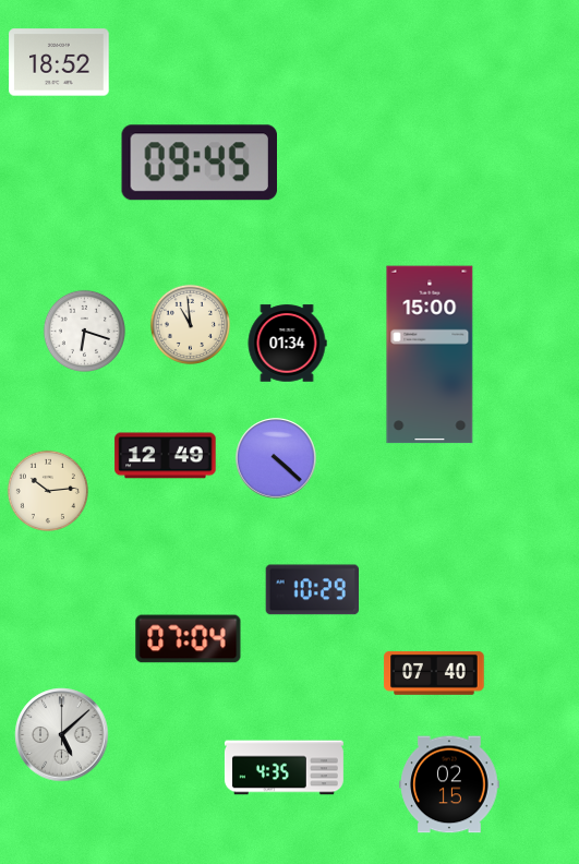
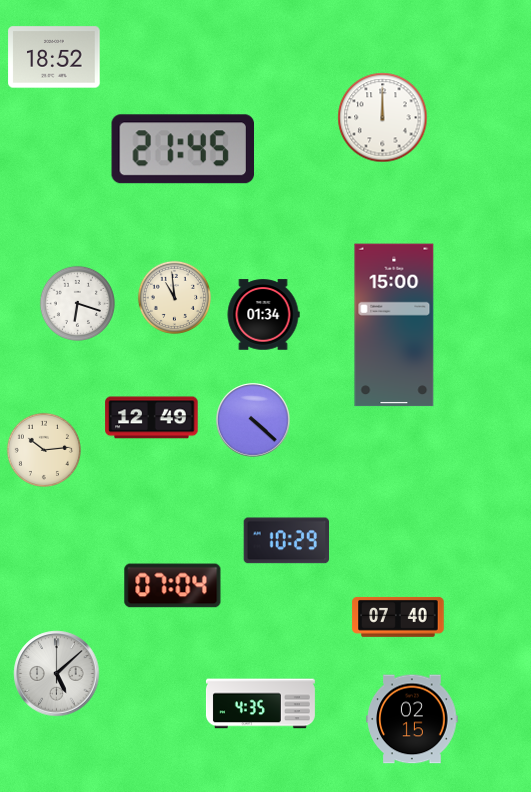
clock at (383, 118): none -> 12:00
clock at (198, 163): 09:45 -> 21:45
